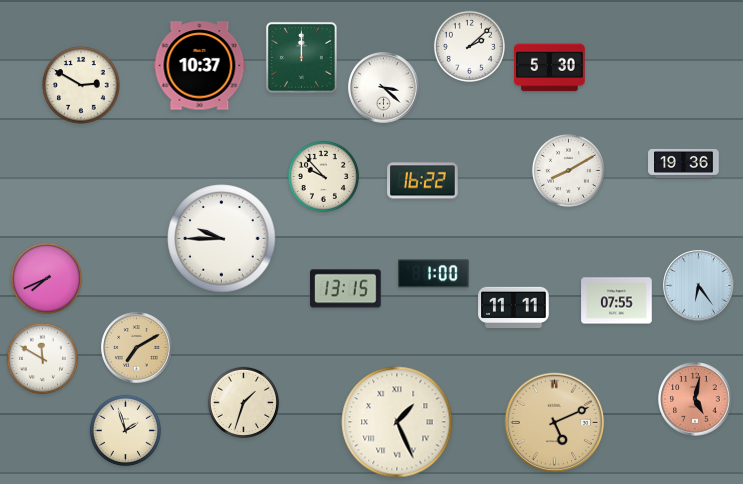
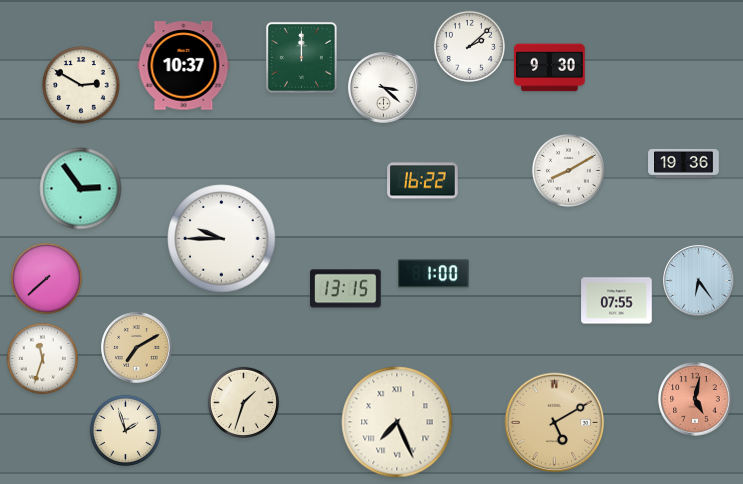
clock at (200, 66) position: (200, 66) -> (184, 66)
clock at (550, 68): 5:30 -> 9:30
clock at (323, 176): 9:53 -> none
clock at (81, 189): none -> 2:54
clock at (46, 278): 7:41 -> 7:38
clock at (699, 286) position: (699, 286) -> (699, 281)
clock at (514, 307): 11:11 -> none
clock at (42, 358): 11:50 -> 11:33
clock at (397, 422): 1:26 -> 7:26
clock at (555, 423): 5:11 -> 5:10
